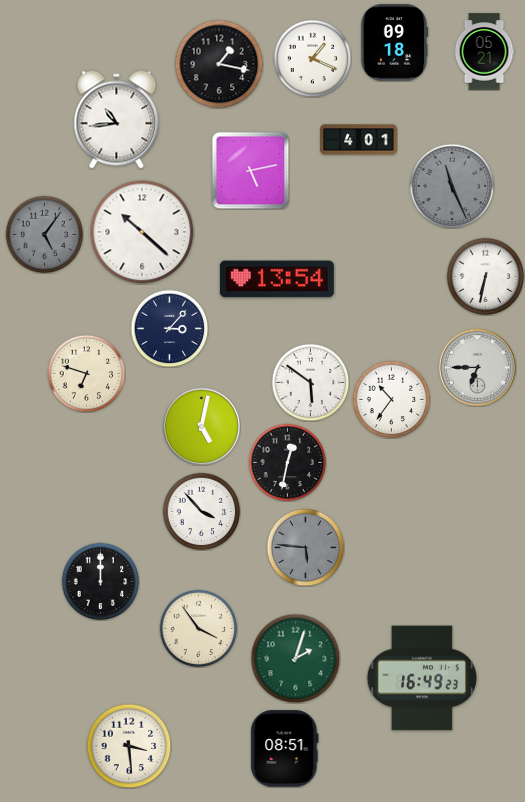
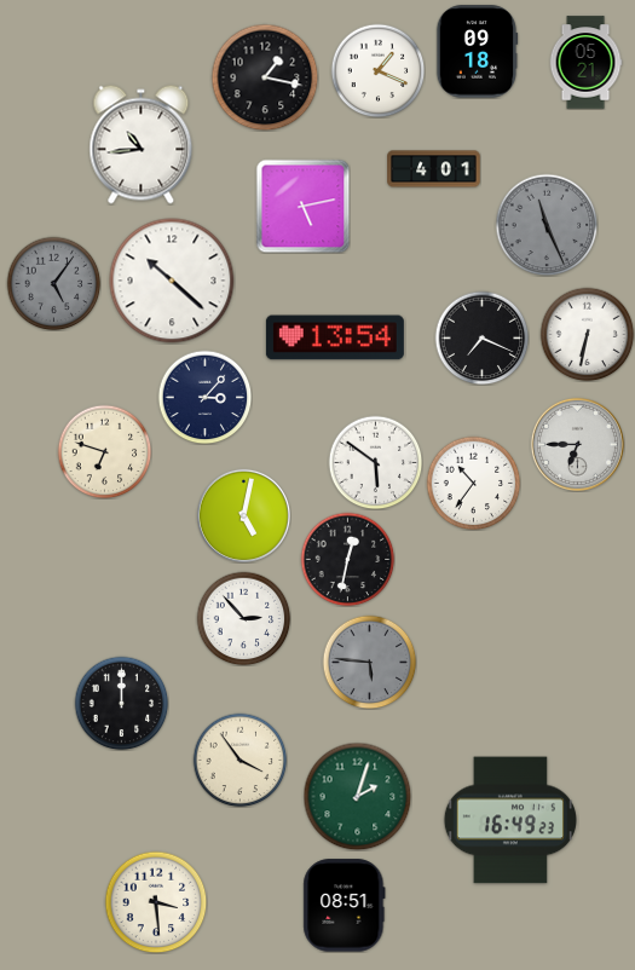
clock at (481, 337): none -> 7:19
clock at (201, 511): 3:53 -> 2:53
